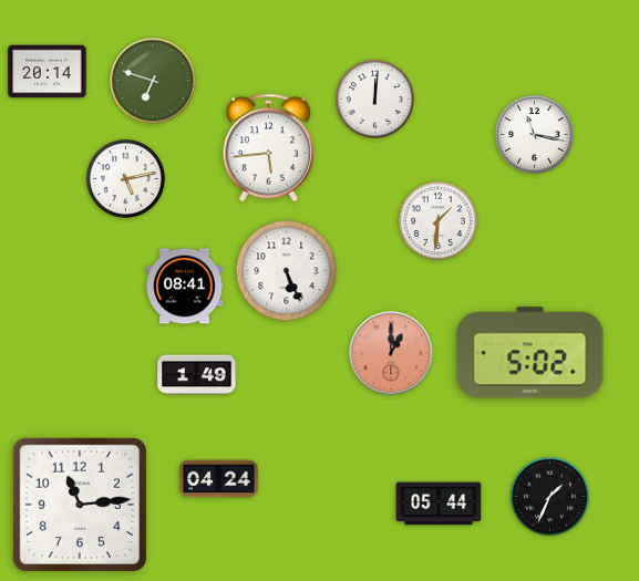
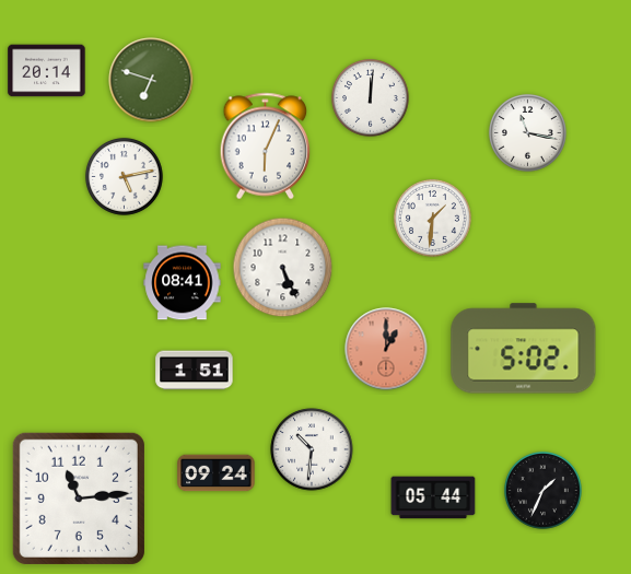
clock at (269, 148): 5:44 -> 6:04
clock at (197, 375): 1:49 -> 1:51
clock at (312, 449): none -> 10:31
clock at (219, 479): 04:24 -> 09:24
